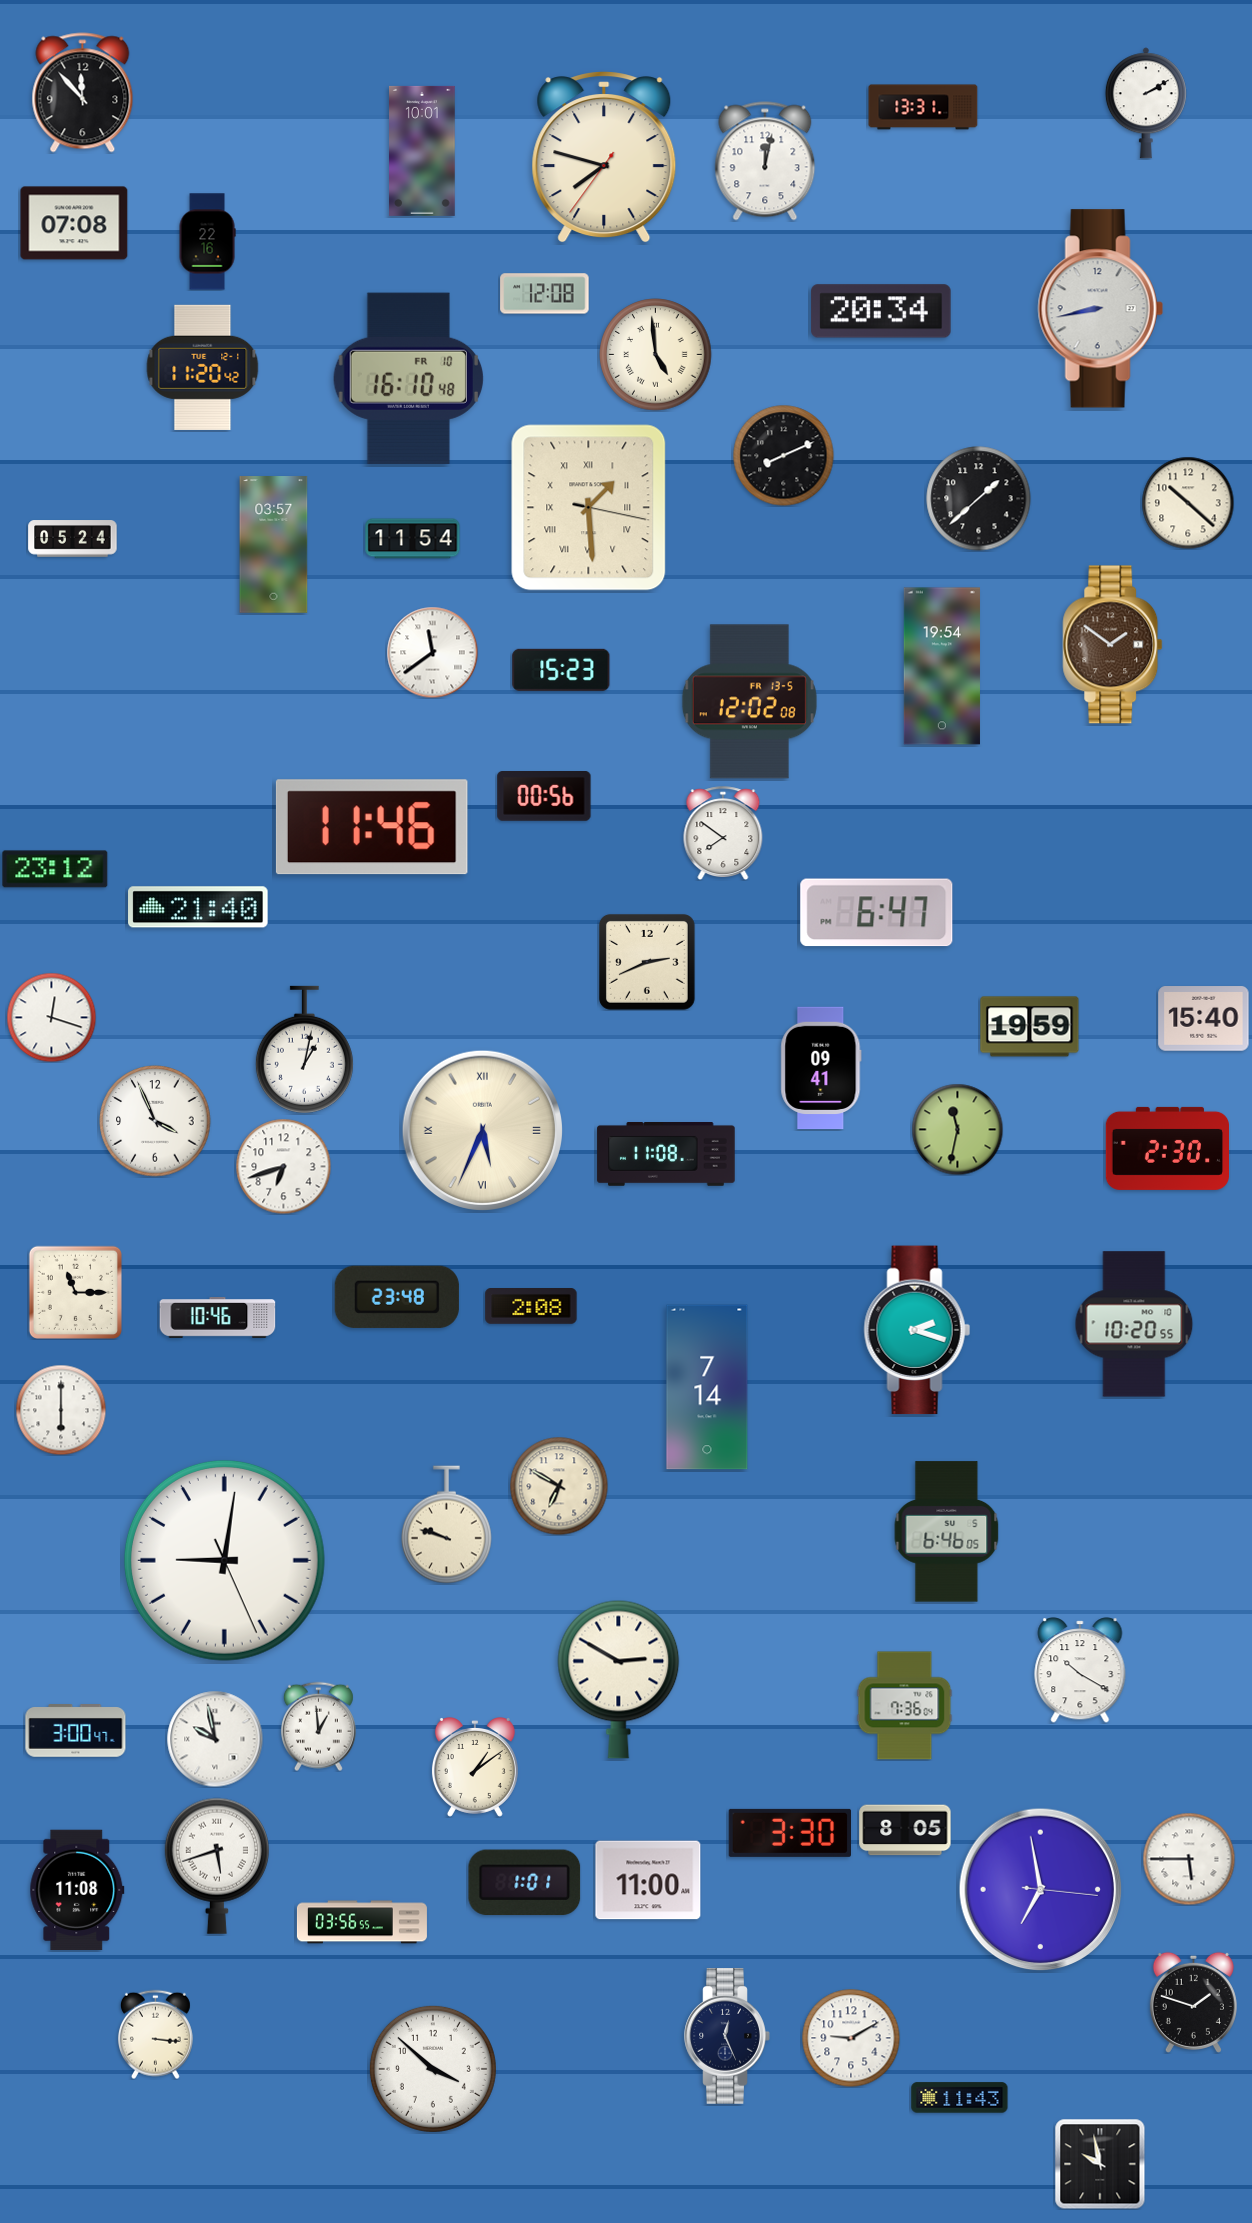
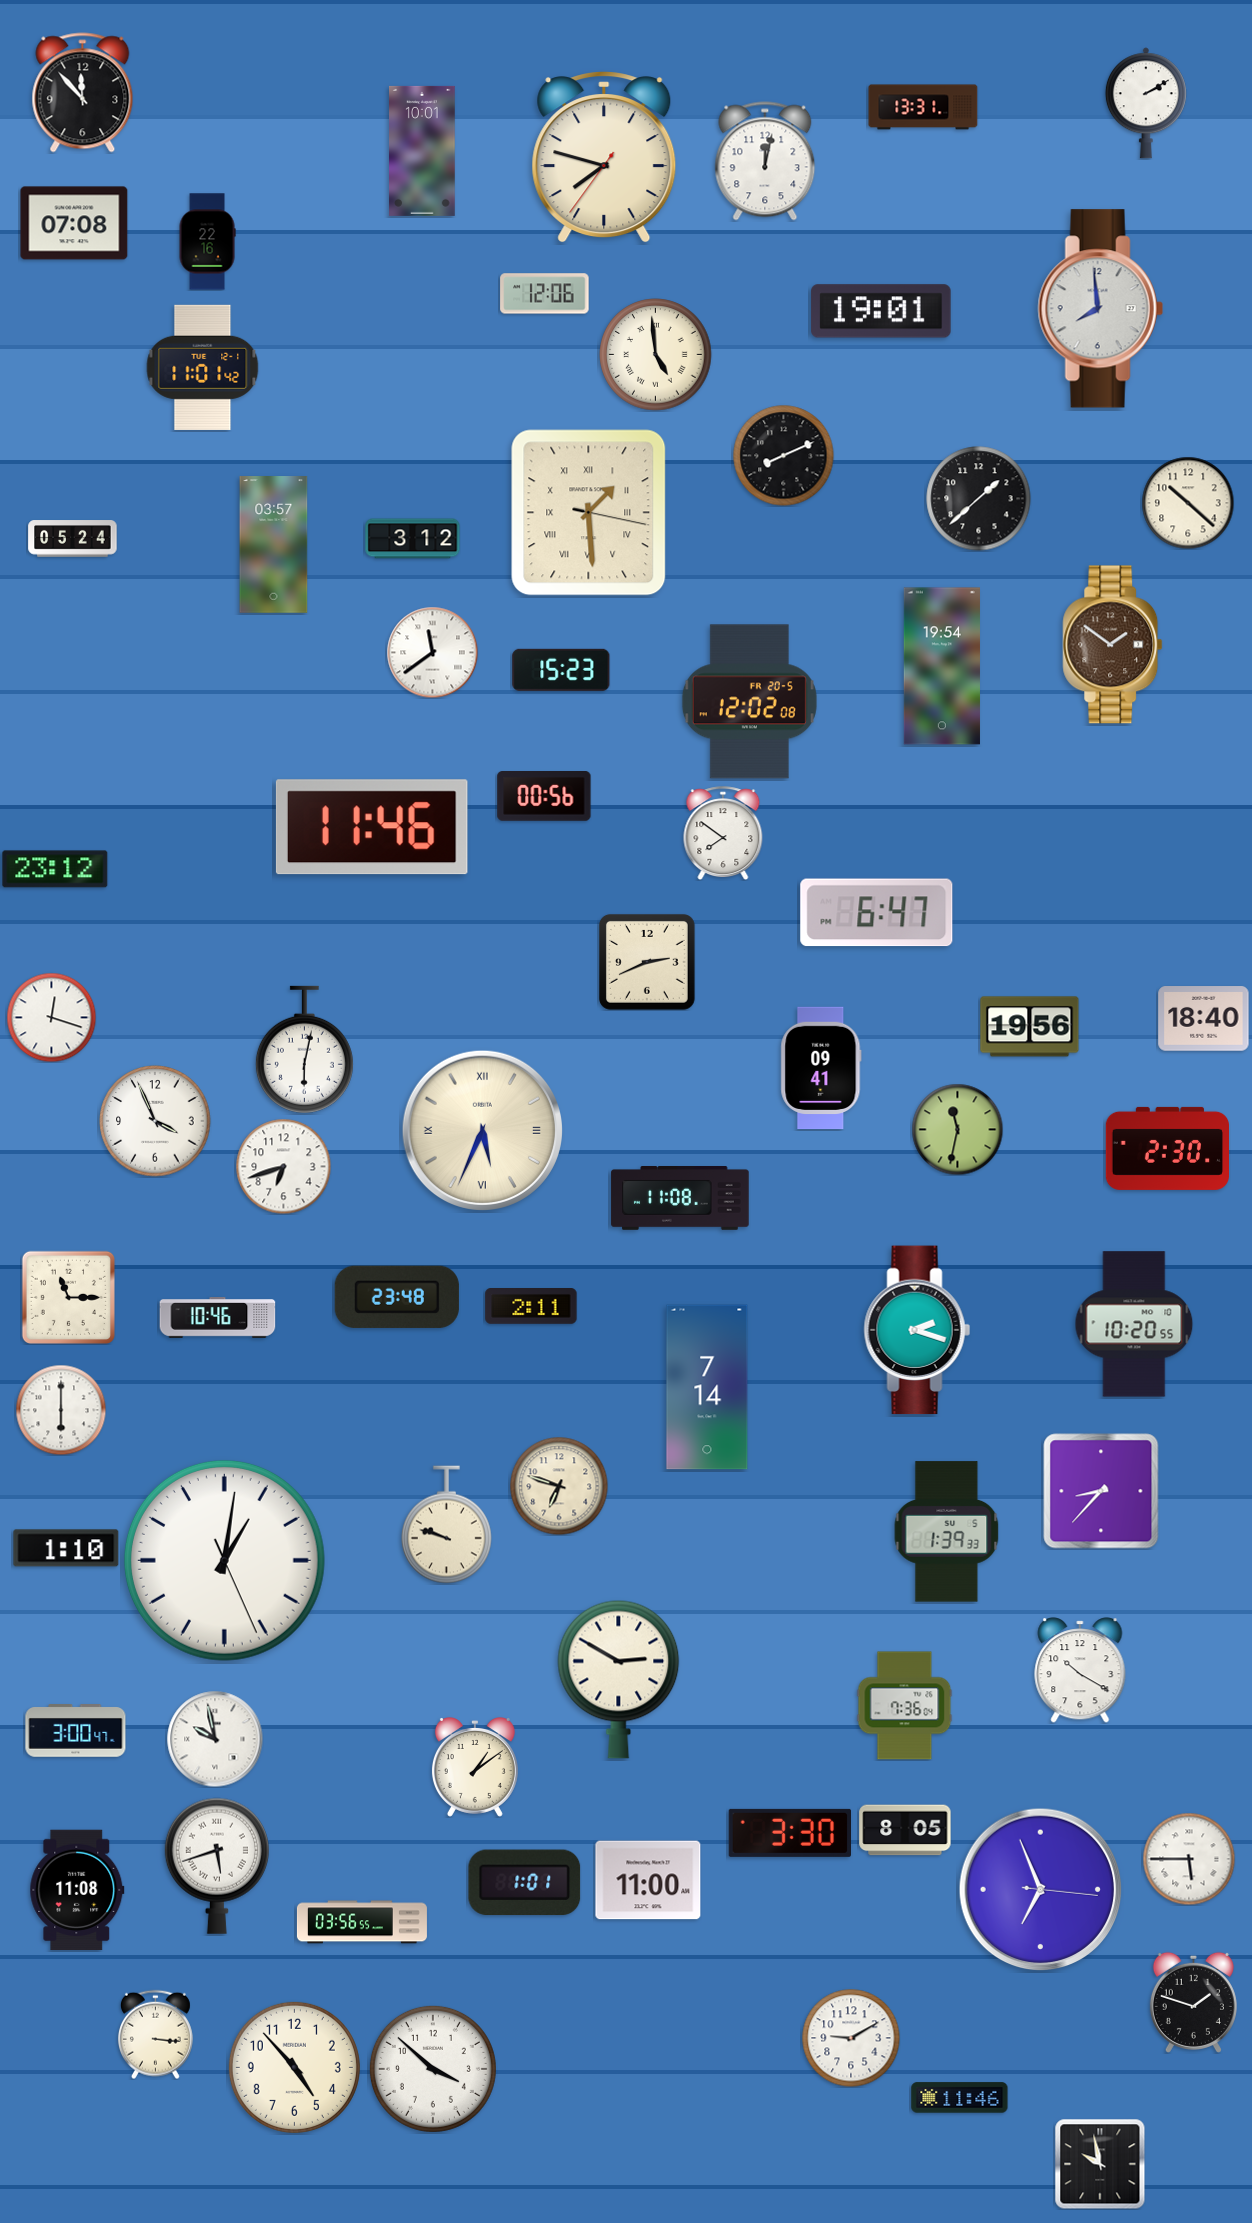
clock at (545, 294): 12:08 -> 12:06
clock at (1100, 309): 8:43 -> 7:59
clock at (881, 311): 20:34 -> 19:01
clock at (203, 367): 11:20 -> 11:01
clock at (408, 378): 16:10 -> none
clock at (589, 508) position: (589, 508) -> (589, 513)
clock at (413, 539): 11:54 -> 3:12
clock at (749, 702) date: FR 13-5 -> FR 20-5
clock at (198, 907): 21:40 -> none
clock at (1204, 1019): 15:40 -> 18:40
clock at (1030, 1027): 19:59 -> 19:56
clock at (304, 1050): 1:02 -> 6:02
clock at (666, 1155) position: (666, 1155) -> (680, 1199)
clock at (75, 1292) position: (75, 1292) -> (68, 1297)
clock at (531, 1307): 2:08 -> 2:11
clock at (559, 1486): 6:50 -> 6:48
clock at (1101, 1491): none -> 8:37
clock at (947, 1532): 6:46 -> 1:39
clock at (66, 1548): none -> 1:10
clock at (224, 1560): 9:01 -> 1:01
clock at (318, 1726): 12:59 -> none
clock at (1041, 1890): 6:58 -> 6:56
clock at (727, 2037): 12:26 -> none
clock at (294, 2067): none -> 4:53
clock at (960, 2098): 11:43 -> 11:46
